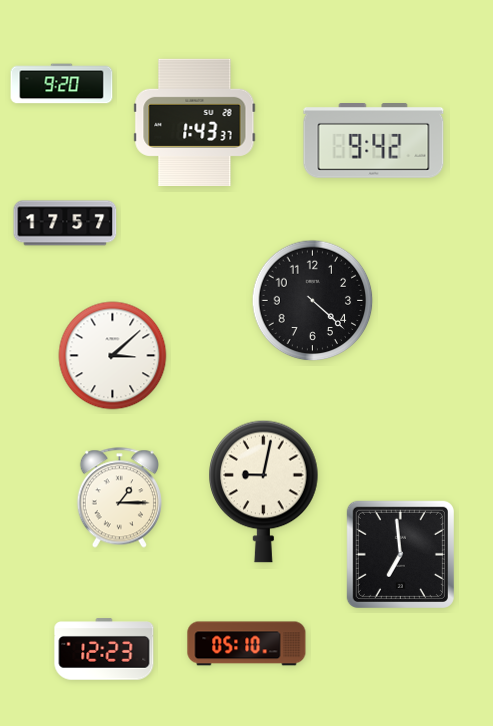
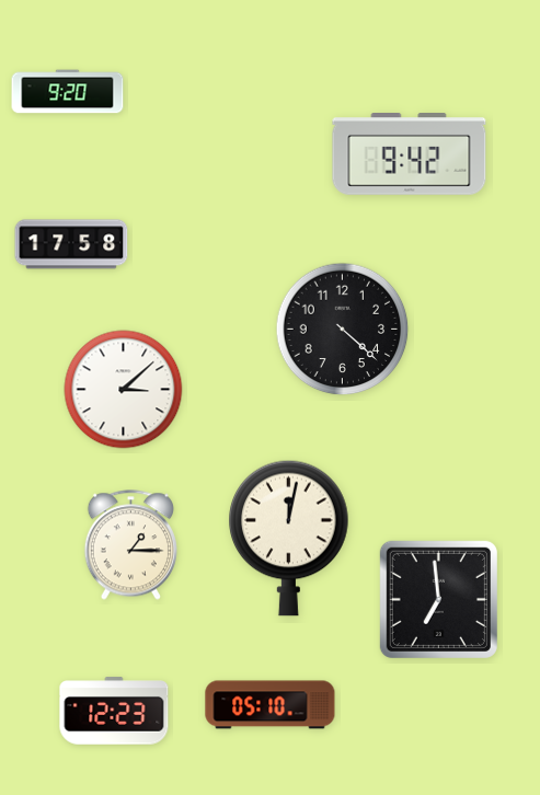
clock at (195, 122): 1:43 -> none
clock at (65, 223): 17:57 -> 17:58
clock at (264, 491): 9:02 -> 12:02
clock at (400, 554) position: (400, 554) -> (438, 599)
